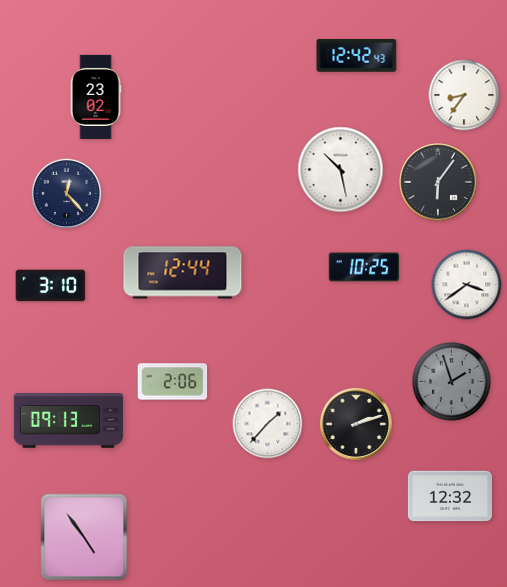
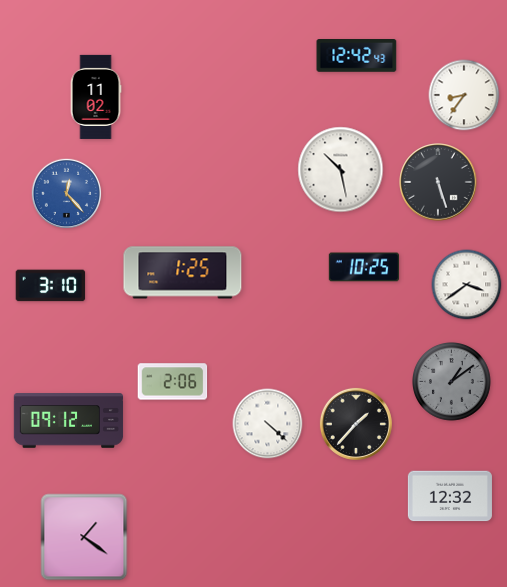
clock at (96, 97): 23:02 -> 11:02
clock at (438, 182): 6:06 -> 5:27
clock at (67, 194) dial: navy -> blue
clock at (183, 273): 12:44 -> 1:25
clock at (452, 382): 1:57 -> 1:09
clock at (69, 421): 09:13 -> 09:12
clock at (268, 424): 1:37 -> 4:22
clock at (356, 424): 2:12 -> 1:37
clock at (84, 537): 4:54 -> 1:21
